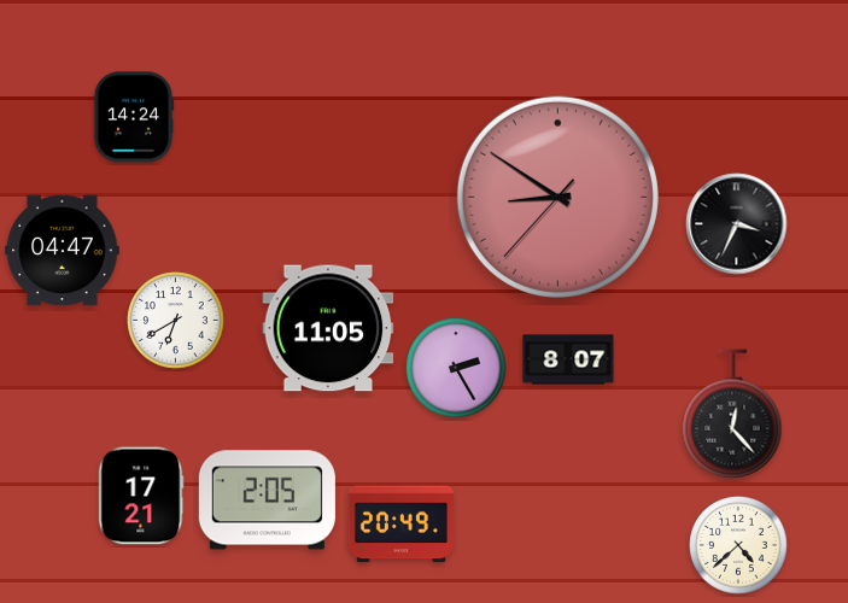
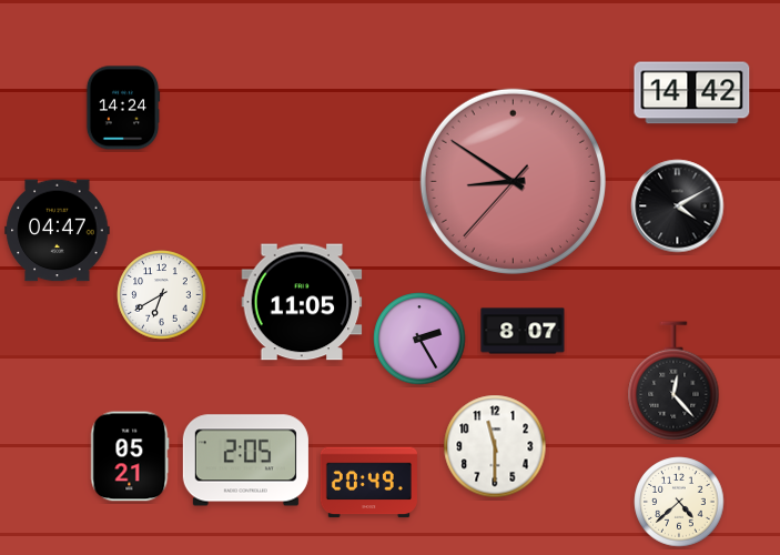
clock at (692, 93): none -> 14:42
clock at (737, 224): 3:34 -> 4:10
clock at (495, 446): none -> 11:30
clock at (141, 496): 17:21 -> 05:21
